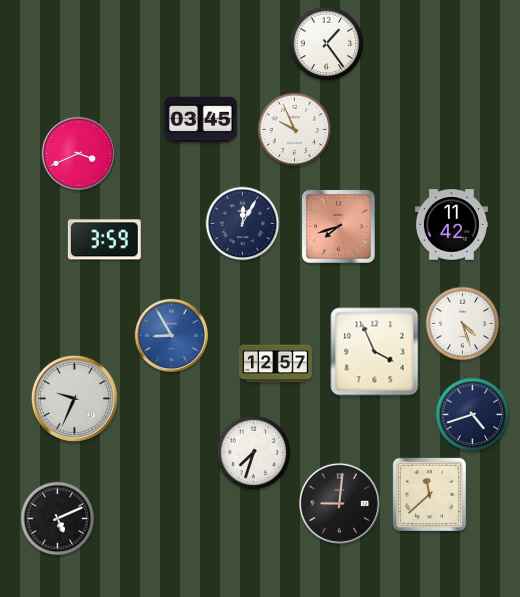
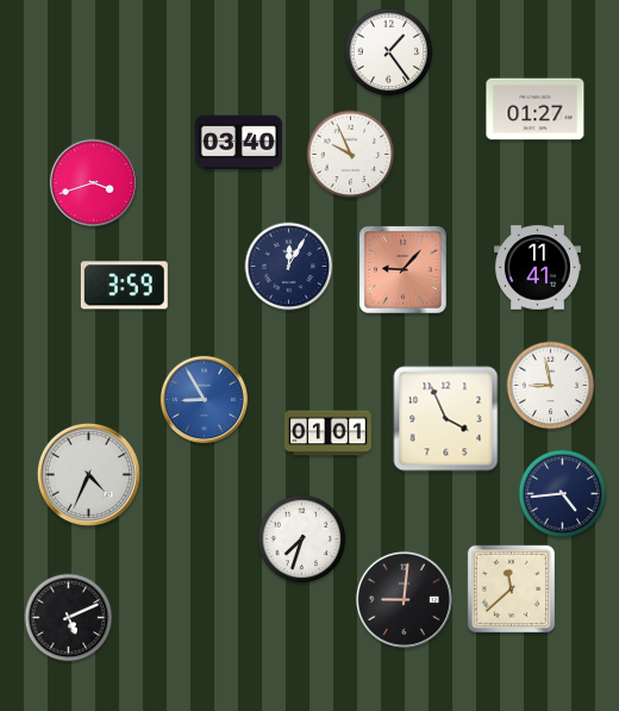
clock at (536, 110): none -> 01:27
clock at (200, 120): 03:45 -> 03:40
clock at (78, 153): 3:41 -> 3:42
clock at (451, 225): 11:42 -> 11:41
clock at (339, 227): 7:42 -> 9:07
clock at (463, 324): 4:27 -> 8:58
clock at (275, 364): 12:57 -> 01:01
clock at (74, 398): 9:34 -> 4:34
clock at (473, 415): 4:42 -> 4:44
